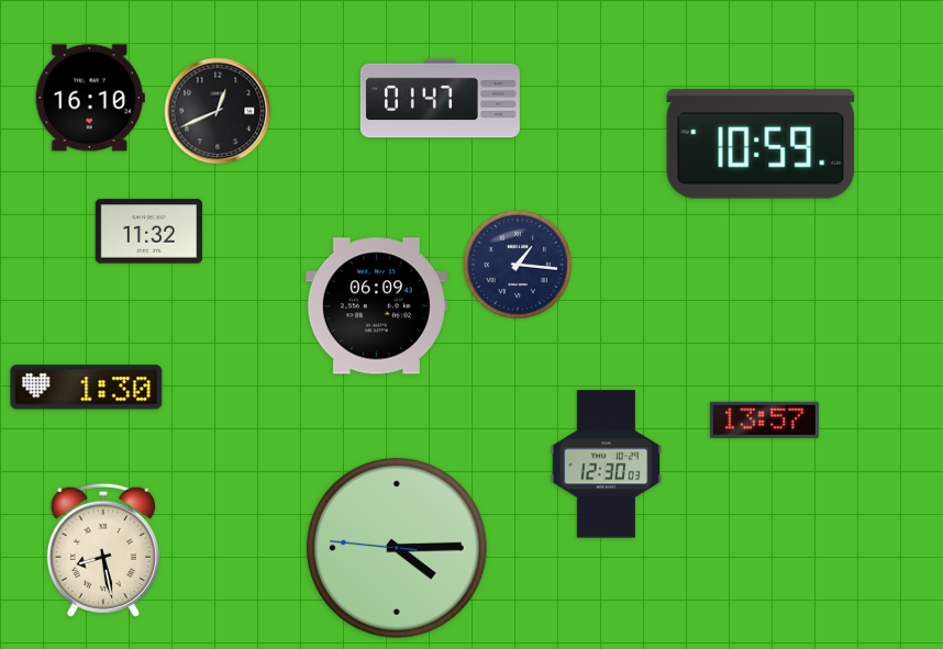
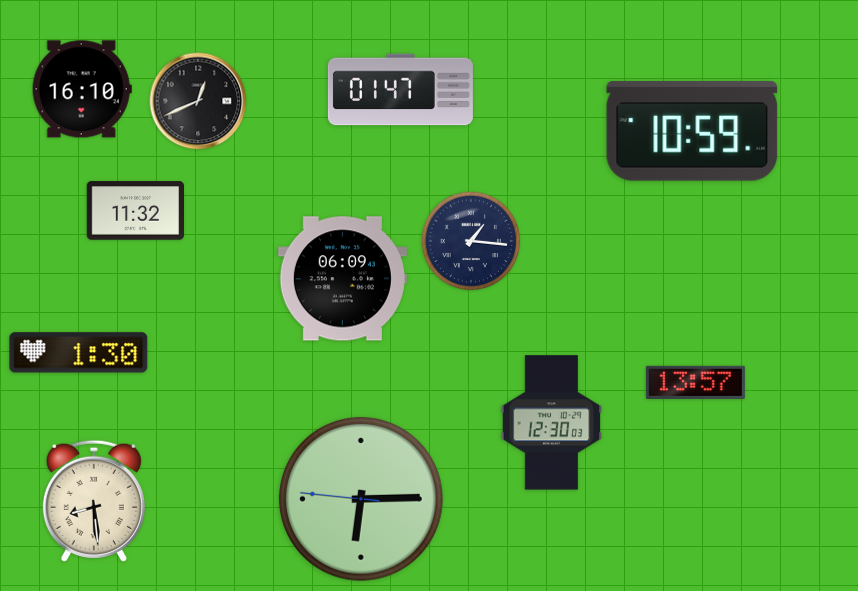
clock at (397, 548): 4:14 -> 6:14
clock at (103, 550): 8:28 -> 8:29
